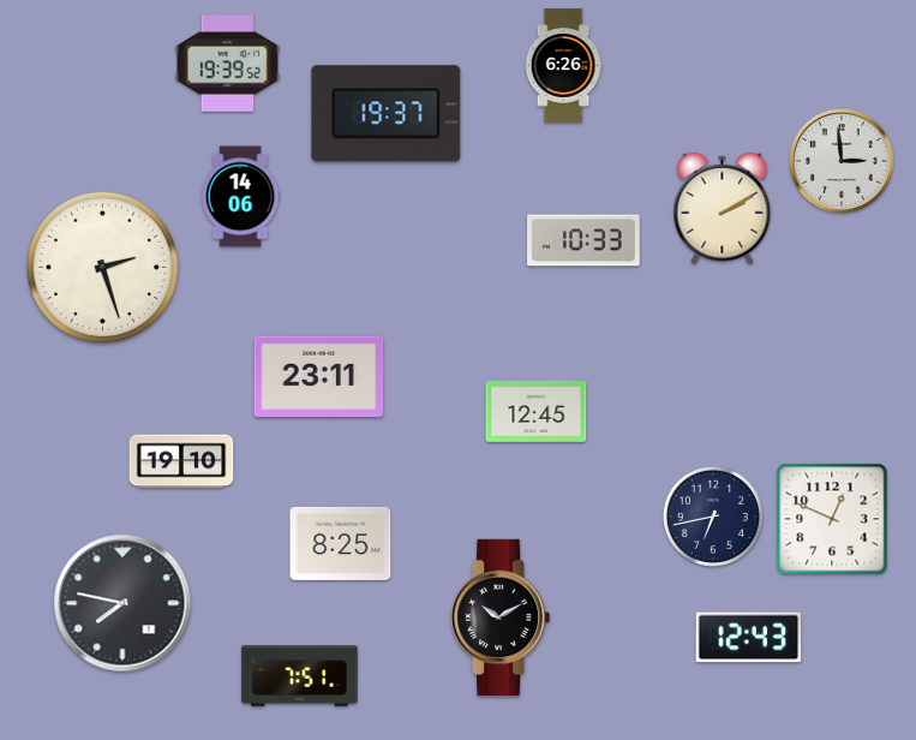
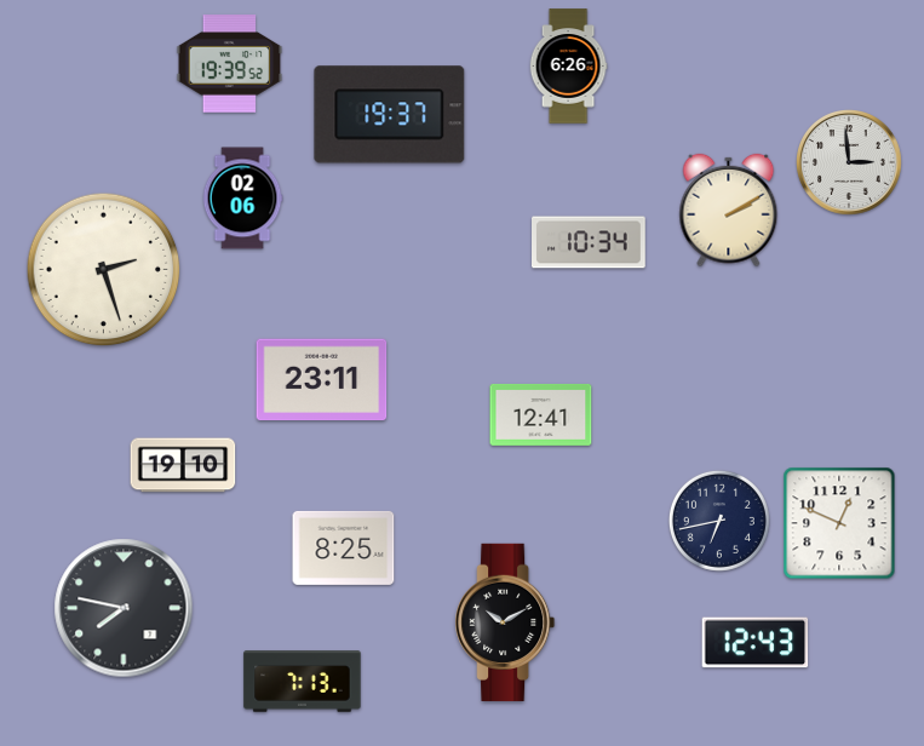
clock at (240, 197): 14:06 -> 02:06
clock at (585, 240): 10:33 -> 10:34
clock at (537, 411): 12:45 -> 12:41
clock at (300, 676): 7:51 -> 7:13
